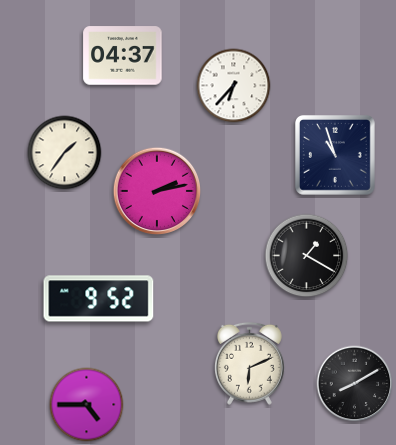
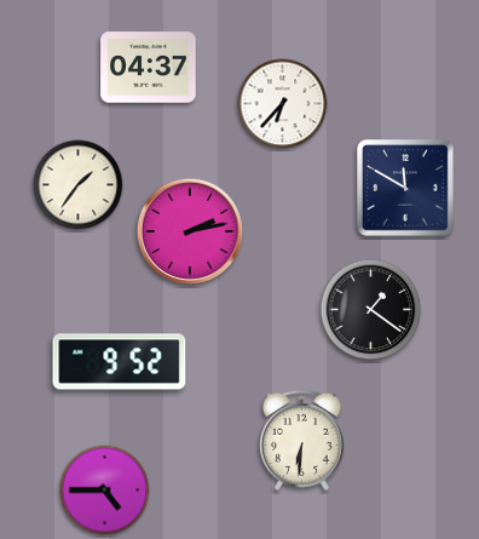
clock at (336, 156): 10:57 -> 11:50
clock at (307, 256): 1:20 -> 1:21
clock at (249, 363): 6:11 -> 6:31
clock at (355, 384): 8:10 -> none
